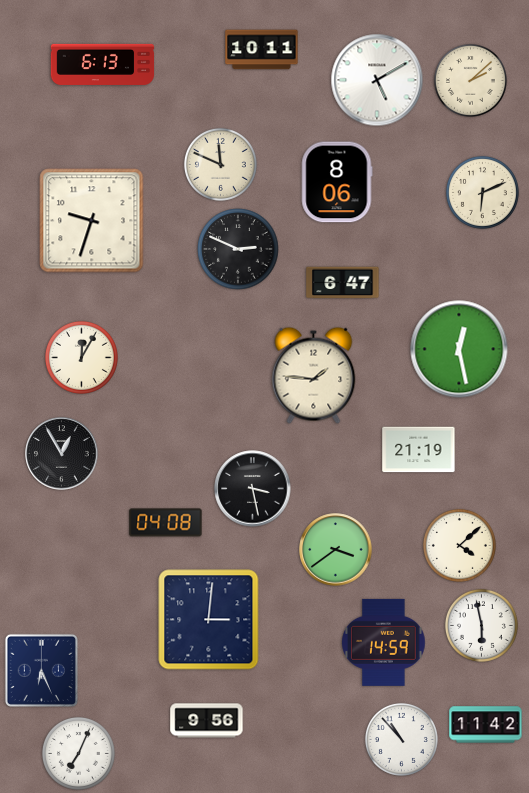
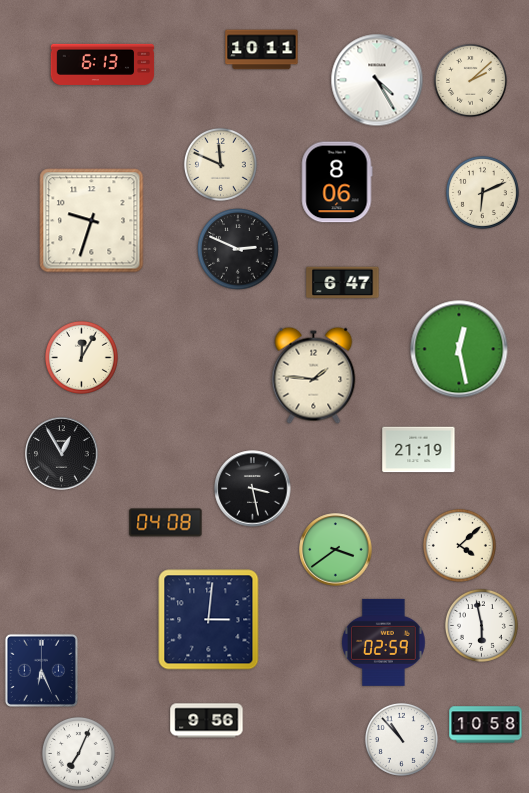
clock at (377, 80): 5:10 -> 4:25
clock at (384, 642): 14:59 -> 02:59
clock at (486, 725): 11:42 -> 10:58
